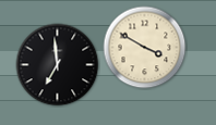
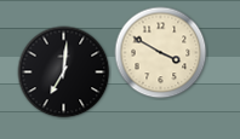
clock at (58, 65): 6:59 -> 7:01
